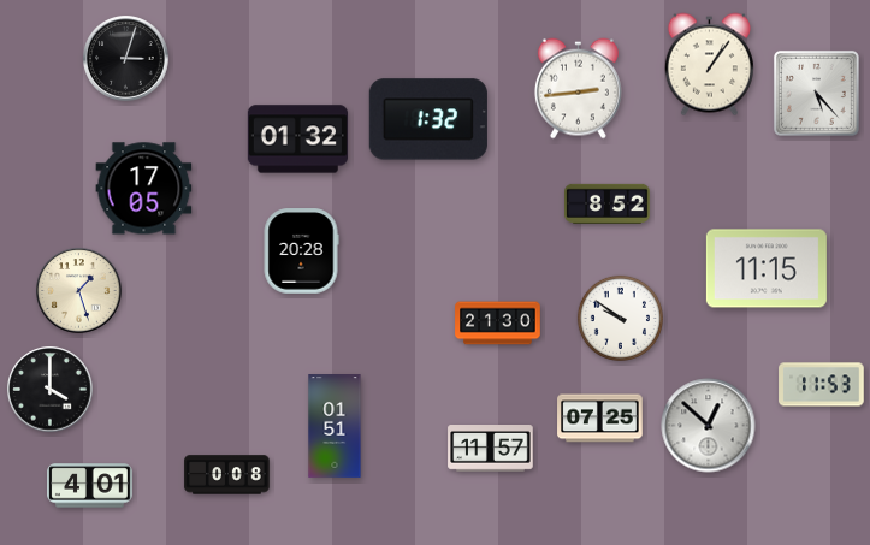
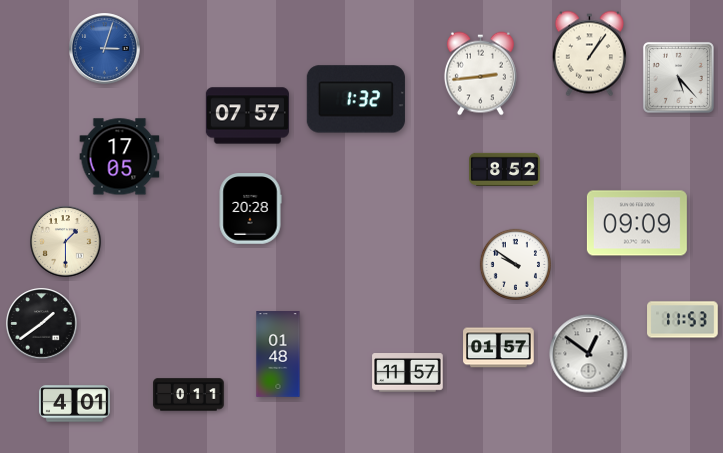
clock at (126, 59) dial: black -> blue
clock at (297, 140): 01:32 -> 07:57
clock at (767, 268): 11:15 -> 09:09
clock at (79, 291): 1:27 -> 1:30
clock at (498, 324): 21:30 -> none
clock at (51, 390): 4:00 -> 1:39
clock at (600, 419): 07:25 -> 01:57
clock at (335, 426): 01:51 -> 01:48
clock at (709, 426): 12:52 -> 12:51
clock at (227, 475): 0:08 -> 0:11
